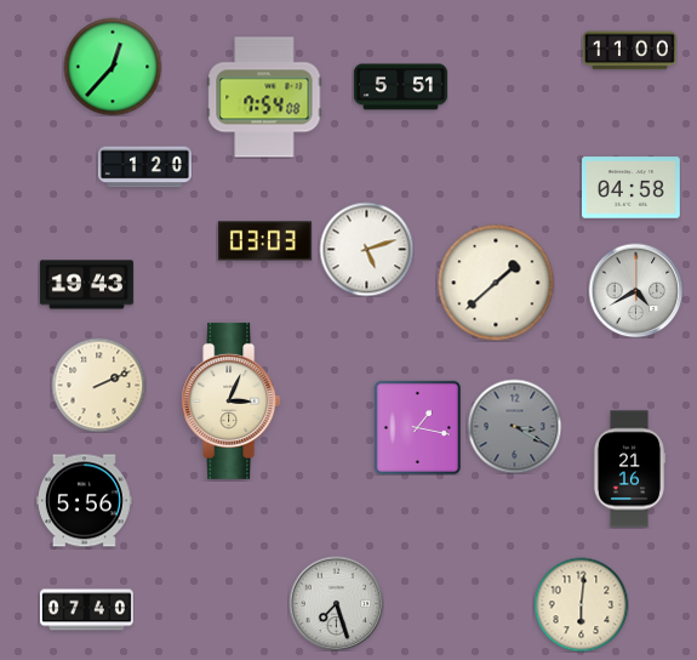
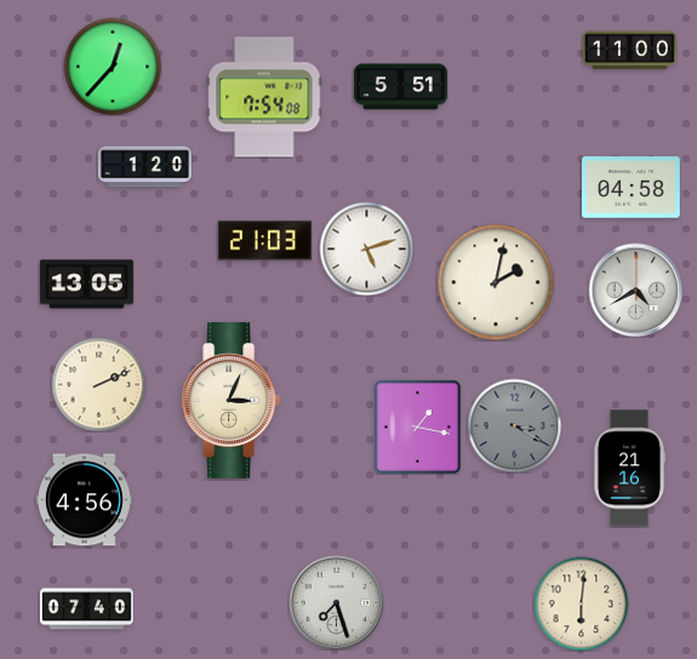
clock at (264, 241): 03:03 -> 21:03
clock at (496, 283): 1:38 -> 2:02
clock at (86, 285): 19:43 -> 13:05
clock at (84, 501): 5:56 -> 4:56
